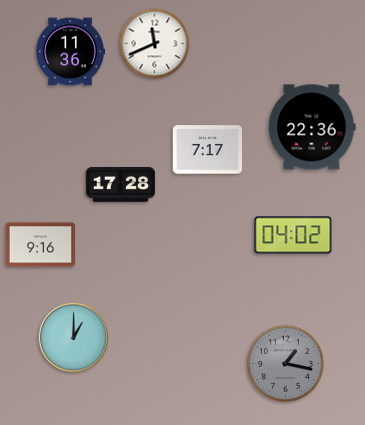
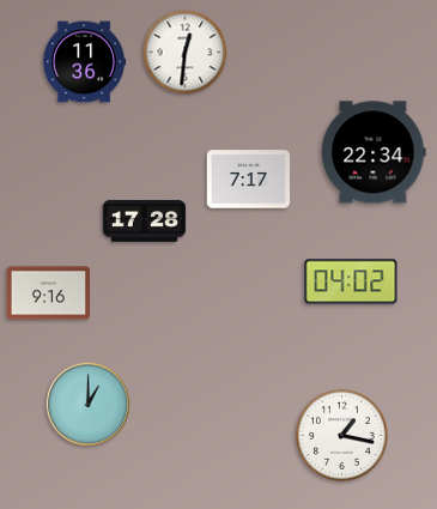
clock at (155, 44): 11:41 -> 12:31
clock at (312, 127): 22:36 -> 22:34
clock at (285, 363) dial: grey -> white
